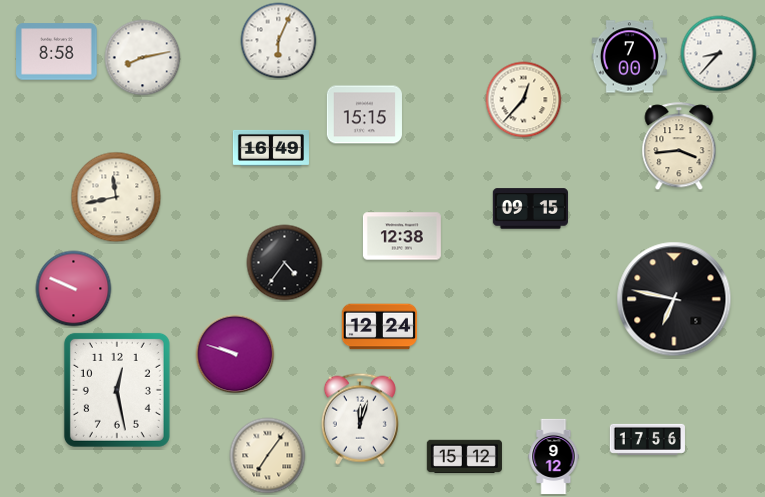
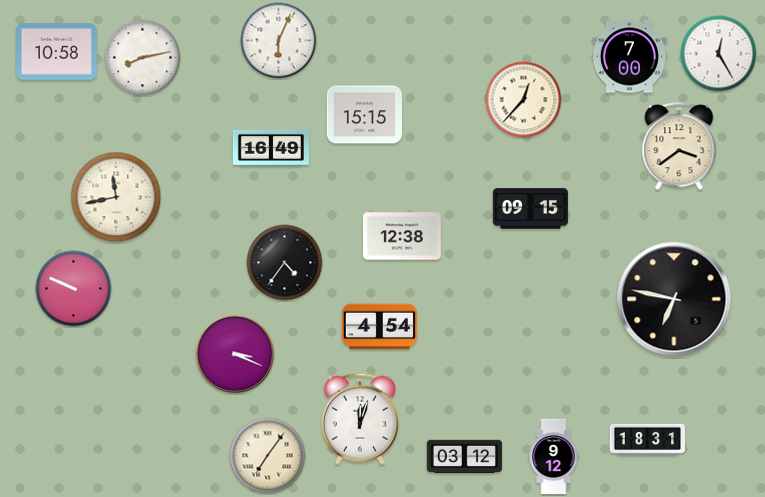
clock at (57, 52): 8:58 -> 10:58
clock at (719, 54): 8:37 -> 12:25
clock at (679, 147): 3:44 -> 3:39
clock at (379, 327): 12:24 -> 4:54
clock at (235, 354): 9:48 -> 3:19
clock at (117, 390): 12:28 -> none
clock at (647, 439): 17:56 -> 18:31
clock at (464, 457): 15:12 -> 03:12
